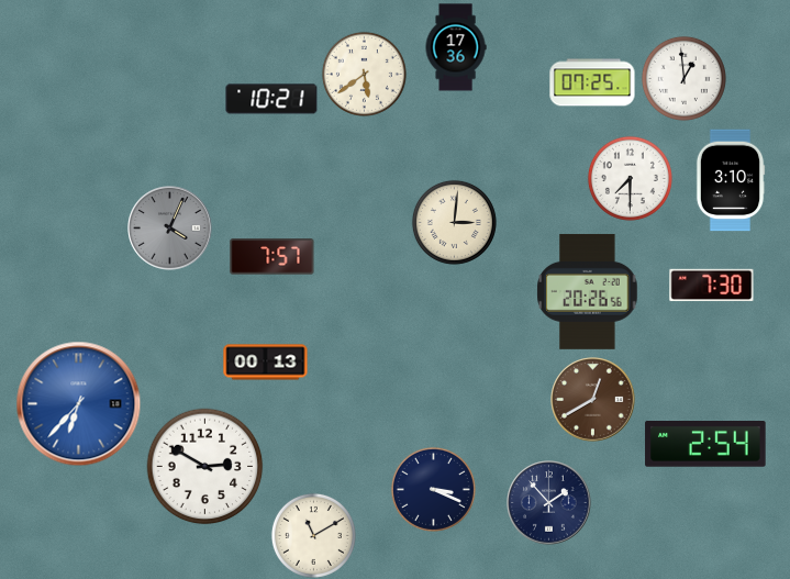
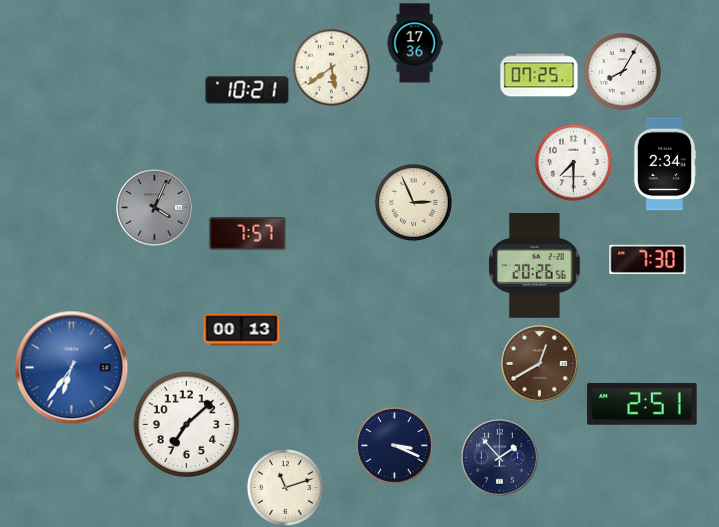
clock at (683, 78): 12:59 -> 8:05
clock at (731, 180): 3:10 -> 2:34
clock at (454, 222): 3:01 -> 2:56
clock at (79, 404): 6:37 -> 6:36
clock at (705, 445): 2:54 -> 2:51
clock at (205, 467): 2:50 -> 7:08
clock at (313, 535): 11:10 -> 11:12
